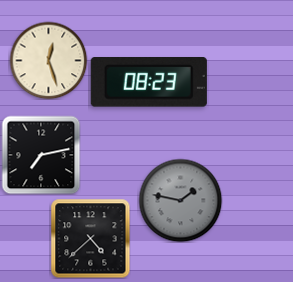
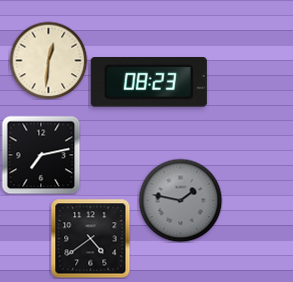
clock at (48, 60): 12:27 -> 12:31
clock at (90, 238): 4:38 -> 4:39
